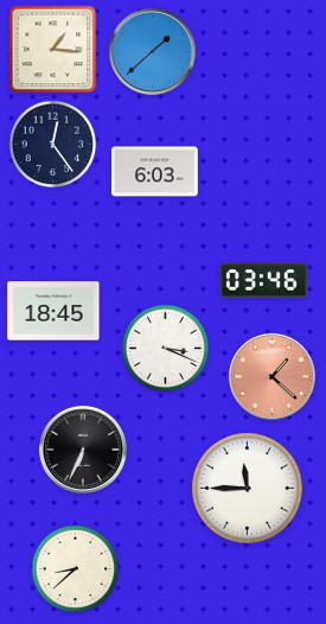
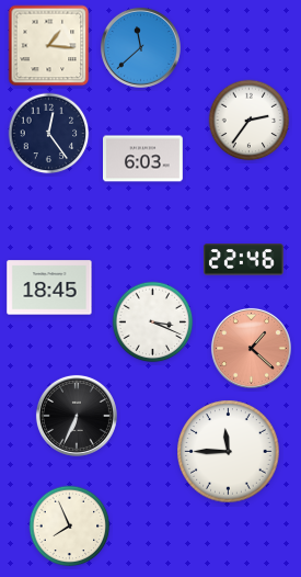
clock at (152, 51): 1:38 -> 11:38
clock at (250, 121): none -> 2:36
clock at (263, 281): 03:46 -> 22:46
clock at (76, 569): 8:38 -> 7:56
